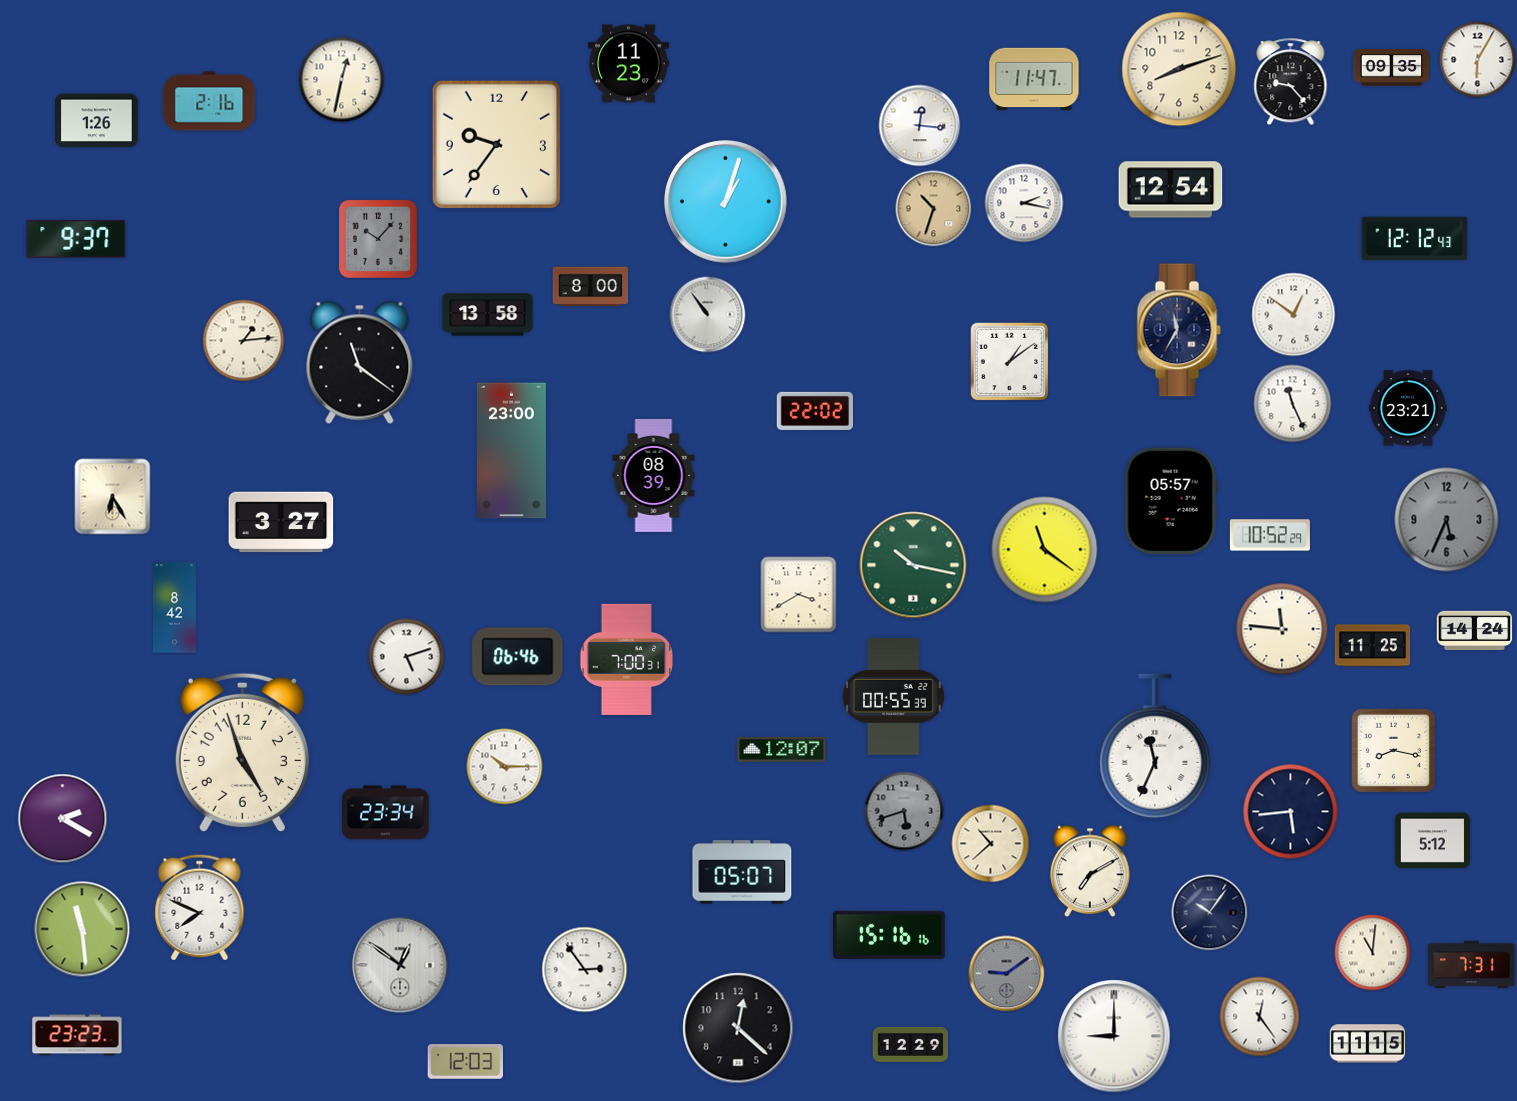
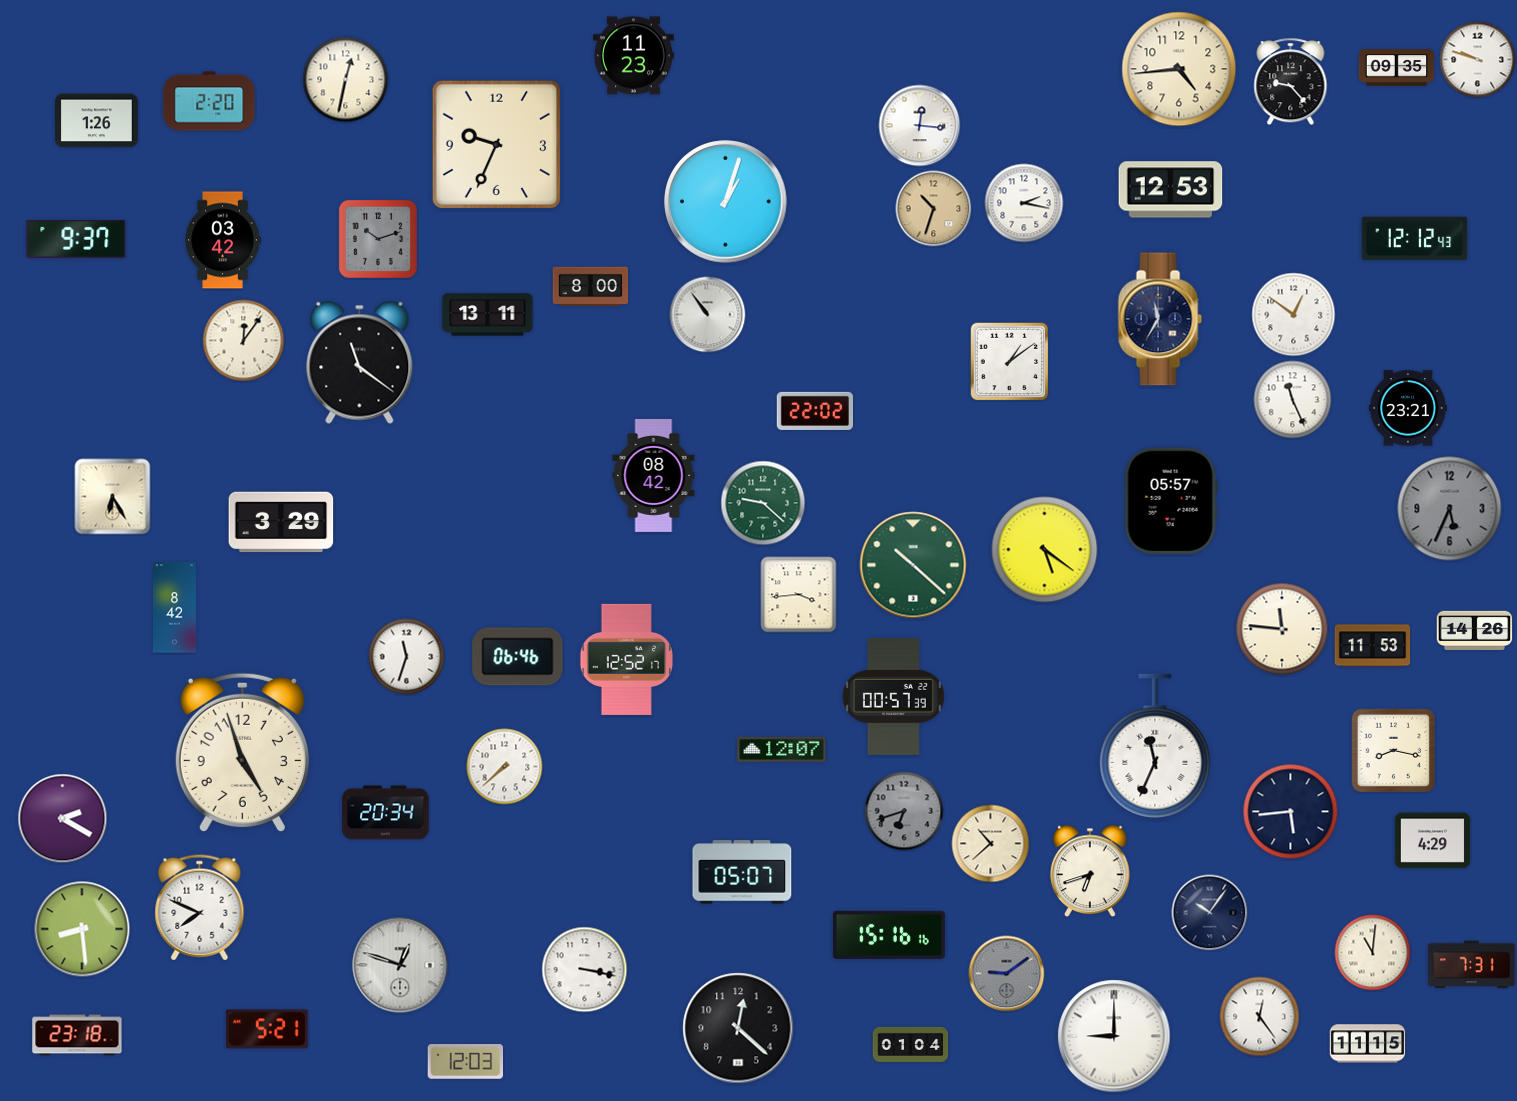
clock at (1478, 60): 6:05 -> 9:48
clock at (628, 64) position: (628, 64) -> (633, 56)
clock at (1392, 68) position: (1392, 68) -> (1397, 68)
clock at (1179, 69): 8:12 -> 4:44
clock at (1034, 78): 11:47 -> none
clock at (342, 80) position: (342, 80) -> (346, 80)
clock at (209, 101): 2:16 -> 2:20
clock at (497, 145): 9:36 -> 9:34
clock at (1171, 190): 12:54 -> 12:53
clock at (378, 239): 10:07 -> 10:12
clock at (223, 240): none -> 03:42
clock at (488, 315): 13:58 -> 13:11
clock at (1179, 330) position: (1179, 330) -> (1160, 319)
clock at (244, 341): 1:14 -> 12:06
clock at (1293, 404) position: (1293, 404) -> (1293, 400)
clock at (511, 451): 23:00 -> none
clock at (654, 475): 08:39 -> 08:42
clock at (763, 503): none -> 9:22
clock at (1447, 520) position: (1447, 520) -> (1450, 509)
clock at (281, 522): 3:27 -> 3:29
clock at (1270, 535): 10:52 -> none
clock at (1045, 550): 11:21 -> 5:21
clock at (913, 565): 10:17 -> 10:22
clock at (799, 595): 3:40 -> 3:44
clock at (1475, 630): 14:24 -> 14:26
clock at (1373, 646): 11:25 -> 11:53
clock at (407, 657): 5:12 -> 11:33
clock at (626, 659): 7:00 -> 12:52
clock at (893, 697): 00:55 -> 00:57
clock at (505, 767): 10:15 -> 7:38
clock at (904, 811): 5:42 -> 6:42
clock at (386, 813): 23:34 -> 20:34
clock at (1433, 841): 5:12 -> 4:29
clock at (1090, 871): 7:10 -> 6:42
clock at (82, 929): 11:29 -> 8:29
clock at (400, 965): 12:51 -> 12:48
clock at (585, 970): 2:54 -> 3:17
clock at (267, 1029): none -> 5:21
clock at (77, 1035): 23:23 -> 23:18
clock at (911, 1044): 12:29 -> 01:04
